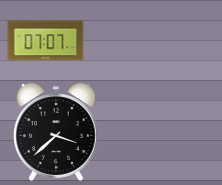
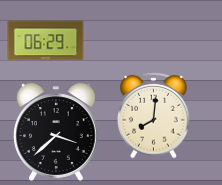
clock at (46, 41): 07:07 -> 06:29
clock at (154, 115): none -> 8:01
